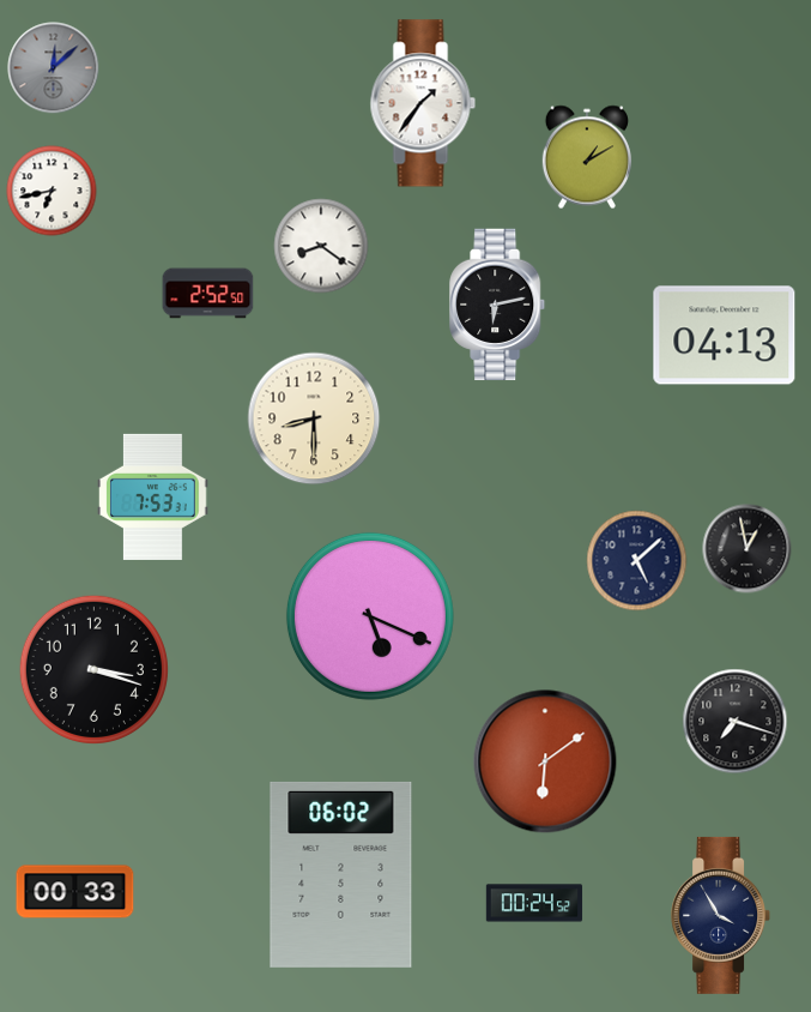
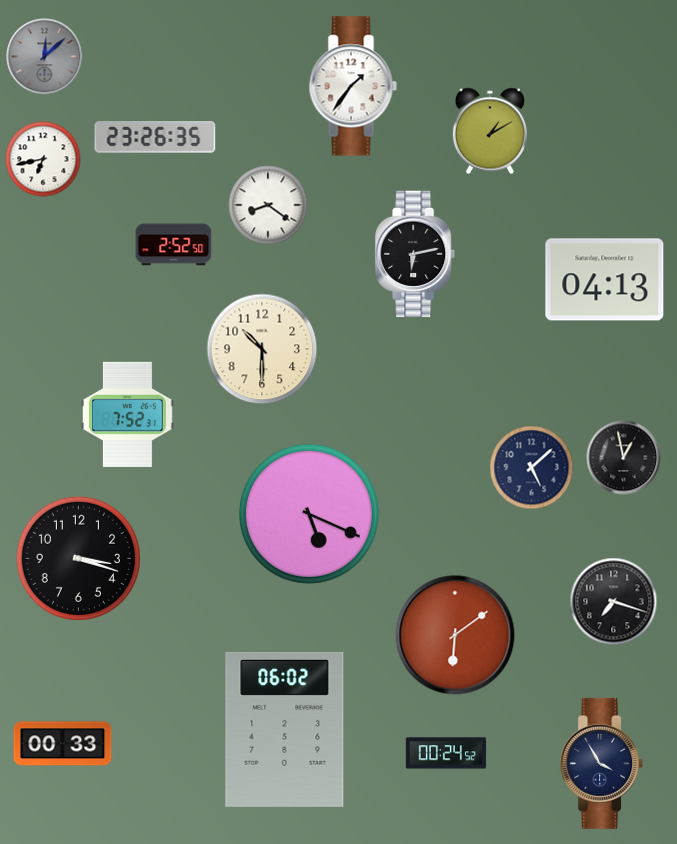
clock at (155, 137): none -> 23:26
clock at (314, 418): 8:30 -> 10:30
clock at (153, 496): 7:53 -> 7:52
